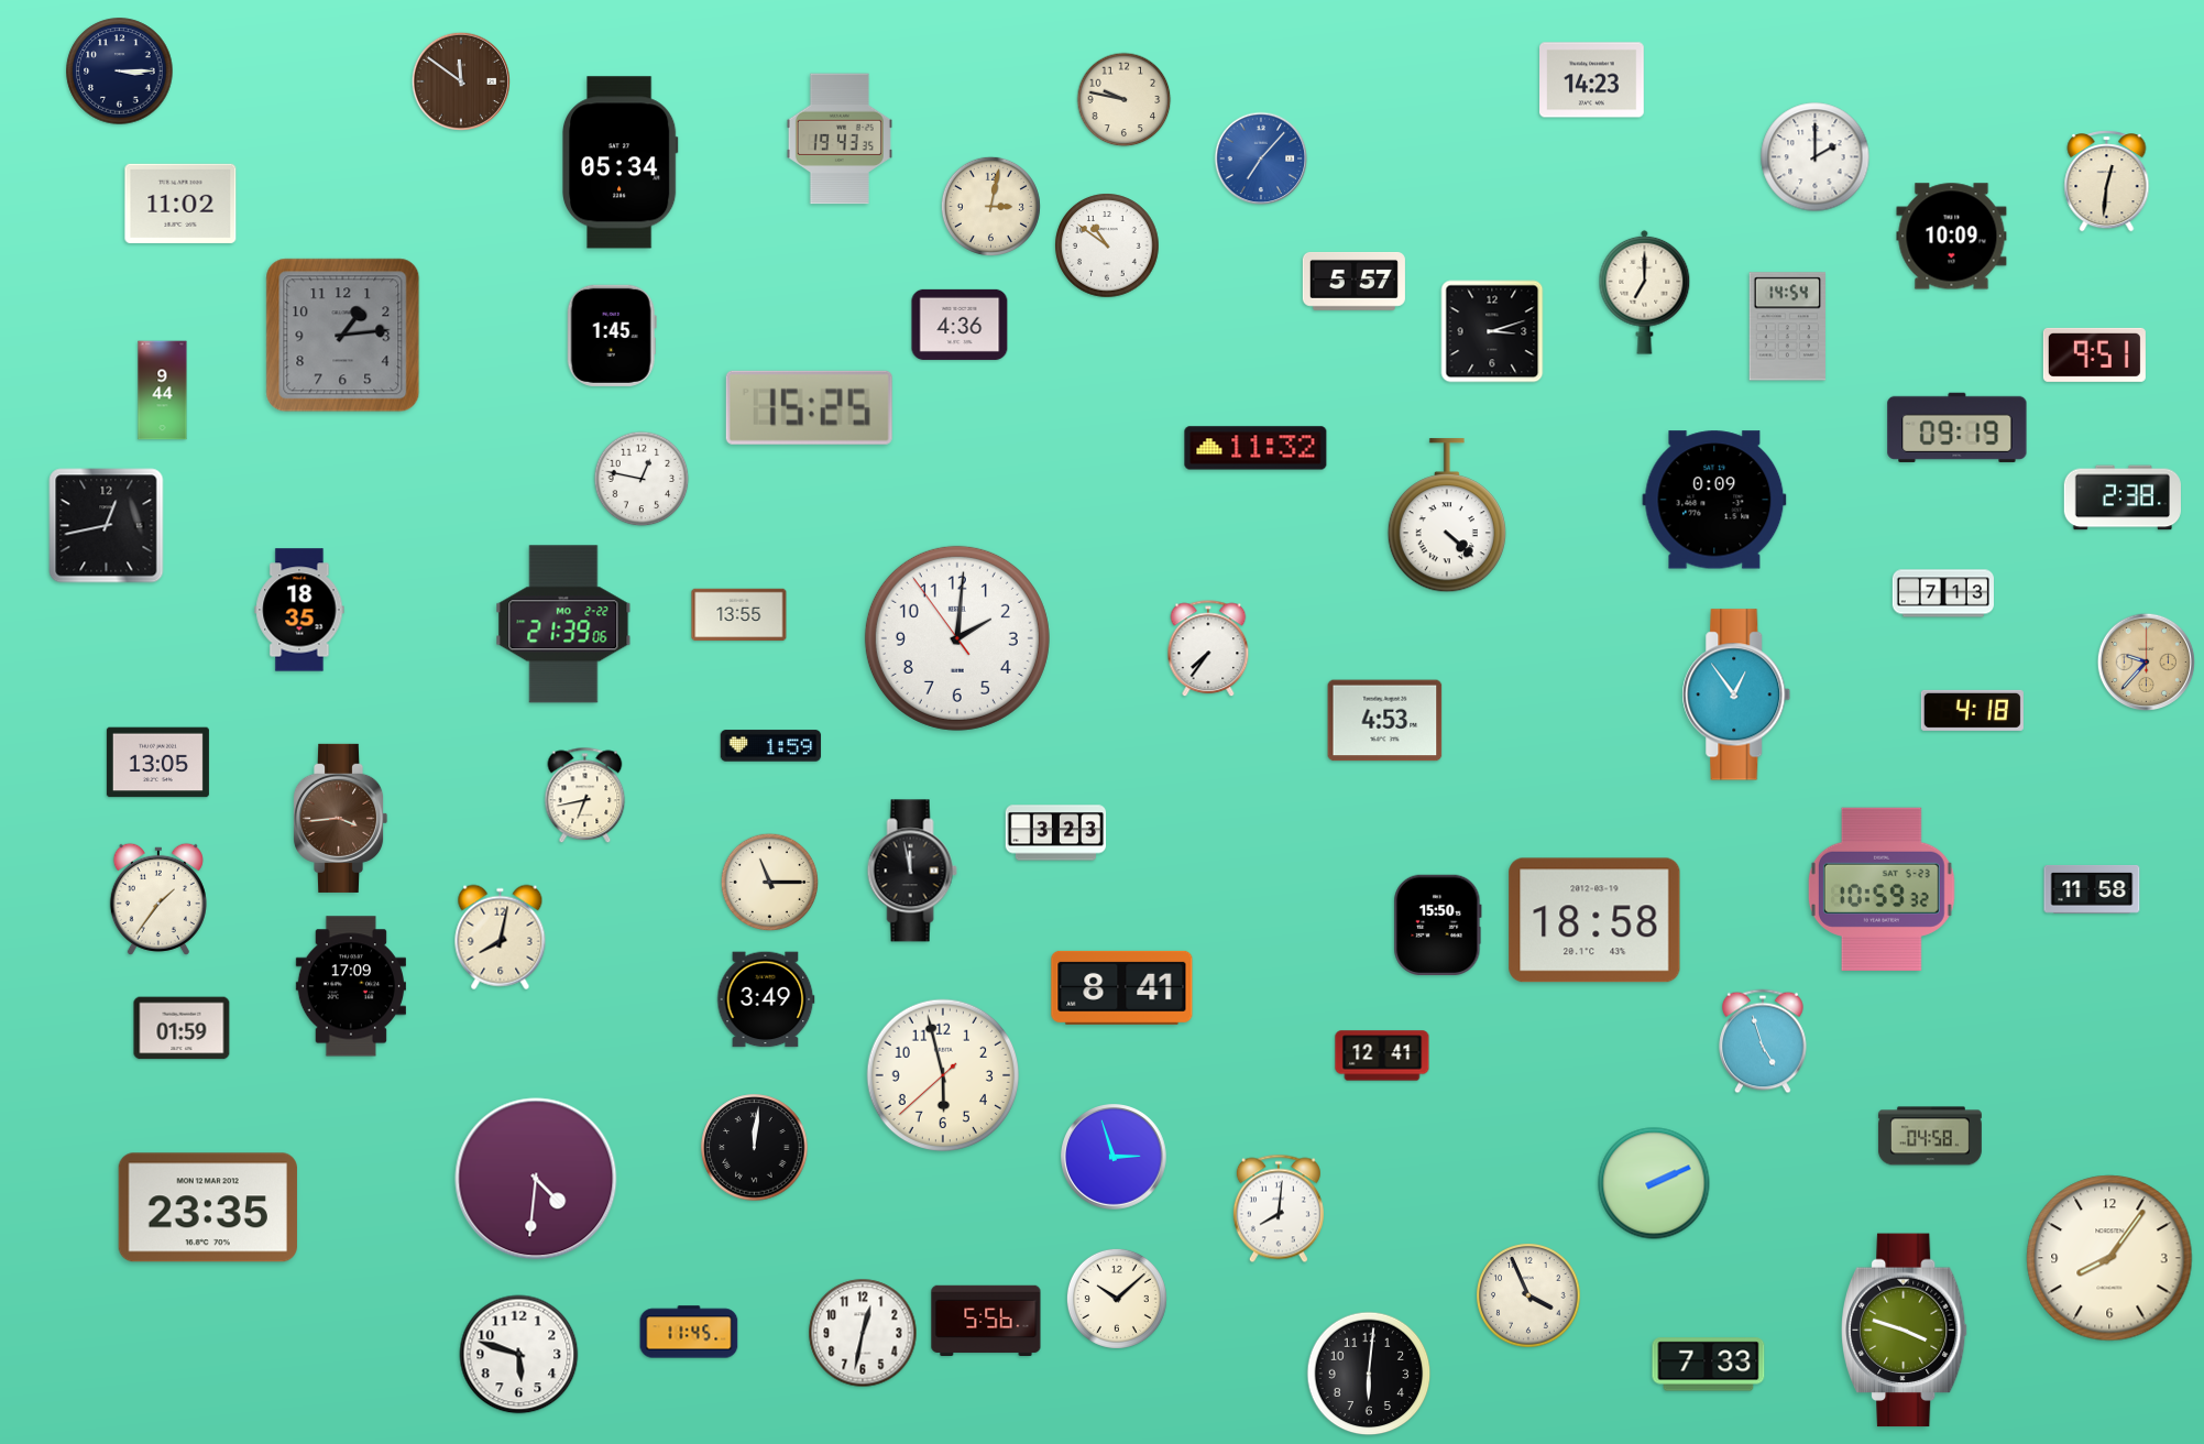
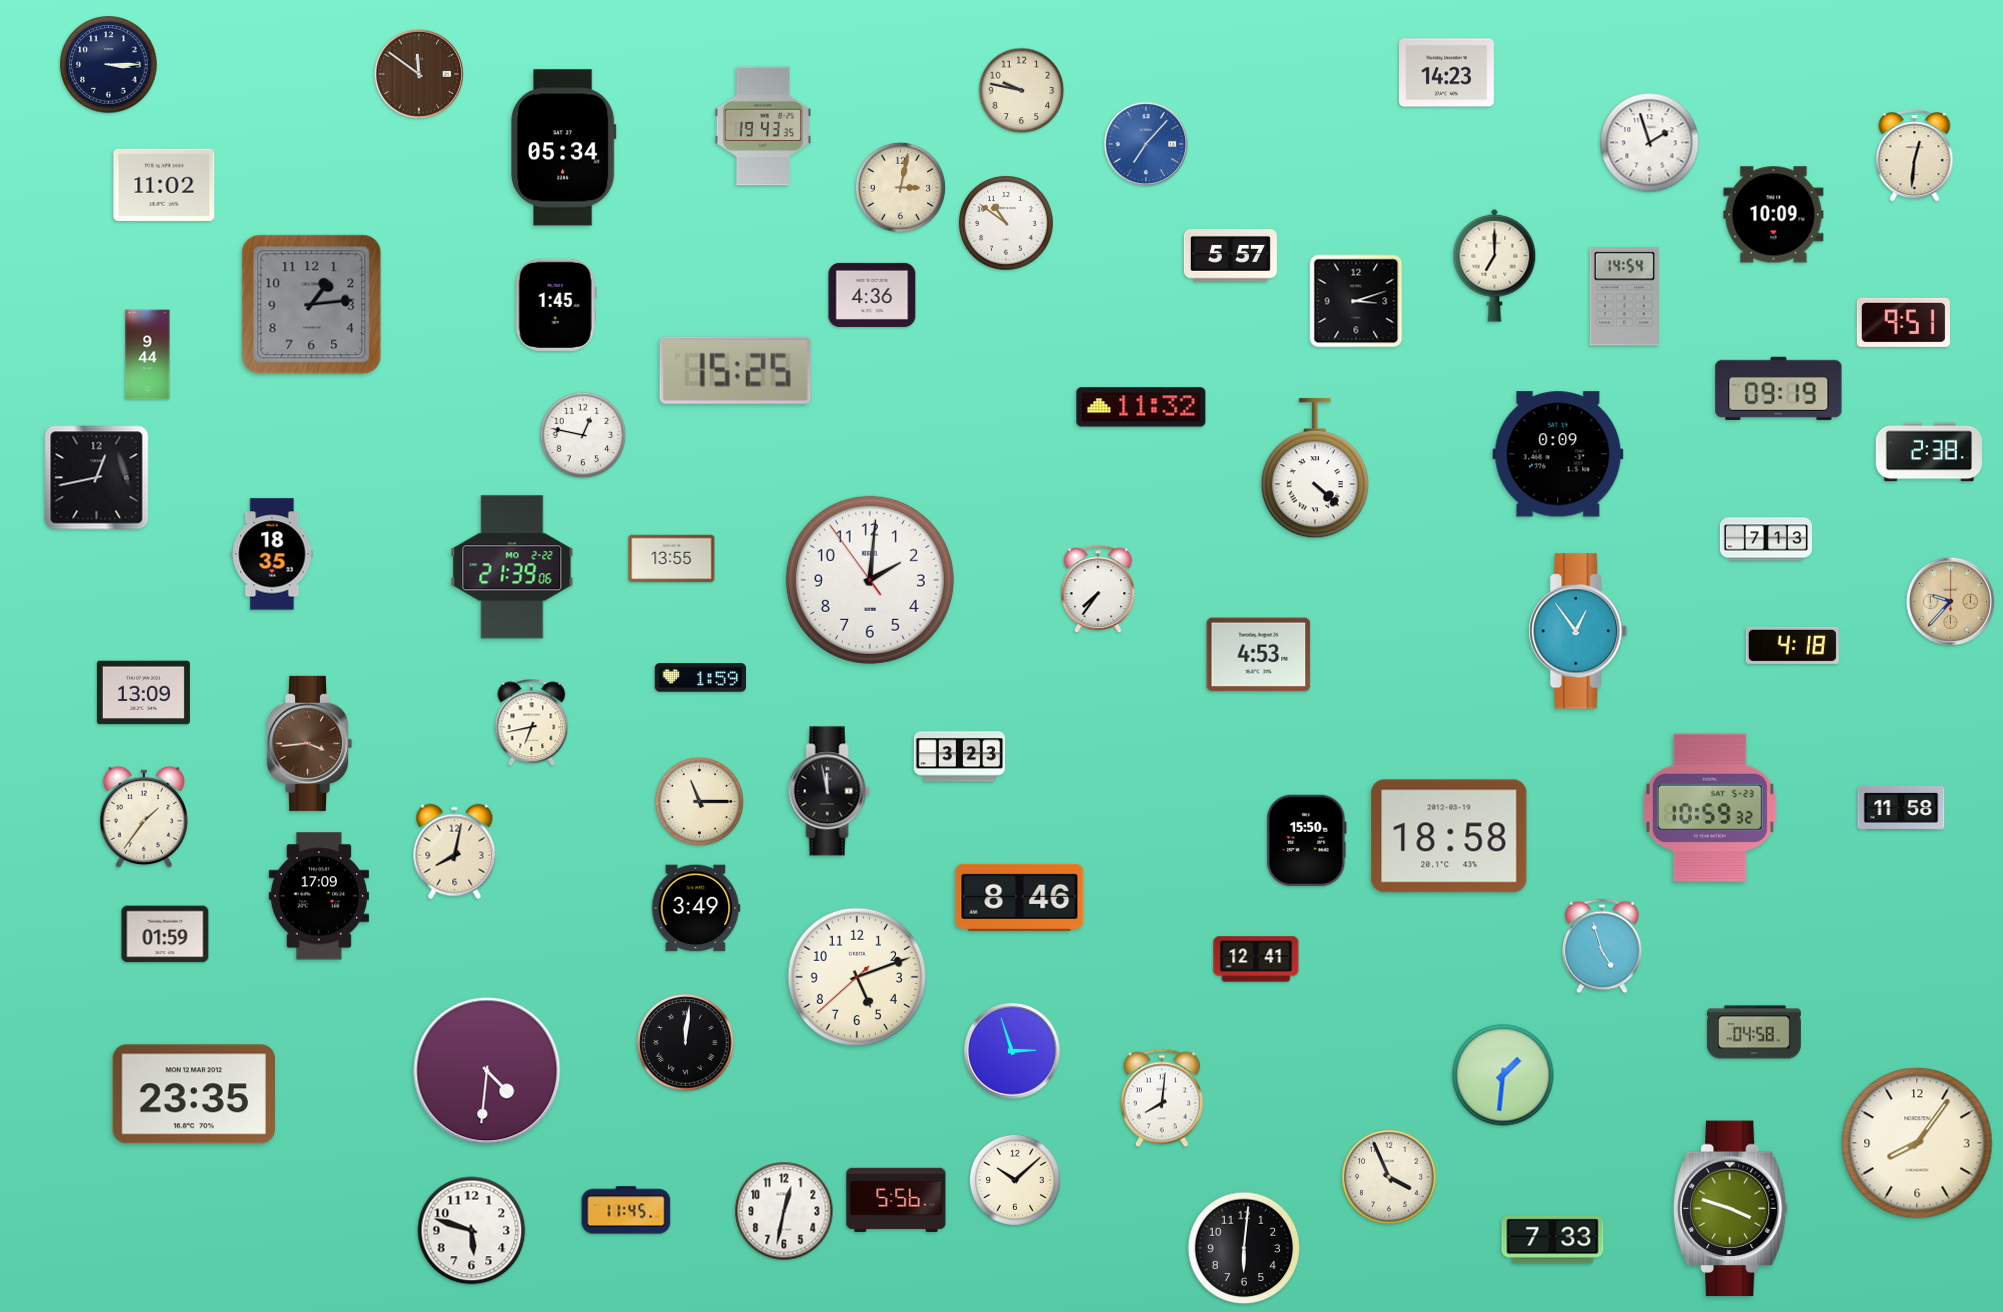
clock at (1816, 157): 2:00 -> 1:57
clock at (2107, 182) position: (2107, 182) -> (1915, 156)
clock at (157, 763): 13:05 -> 13:09
clock at (1122, 987): 8:41 -> 8:46
clock at (943, 1075): 5:57 -> 5:11
clock at (1654, 1183): 2:11 -> 1:31
clock at (208, 1207) position: (208, 1207) -> (194, 1094)
